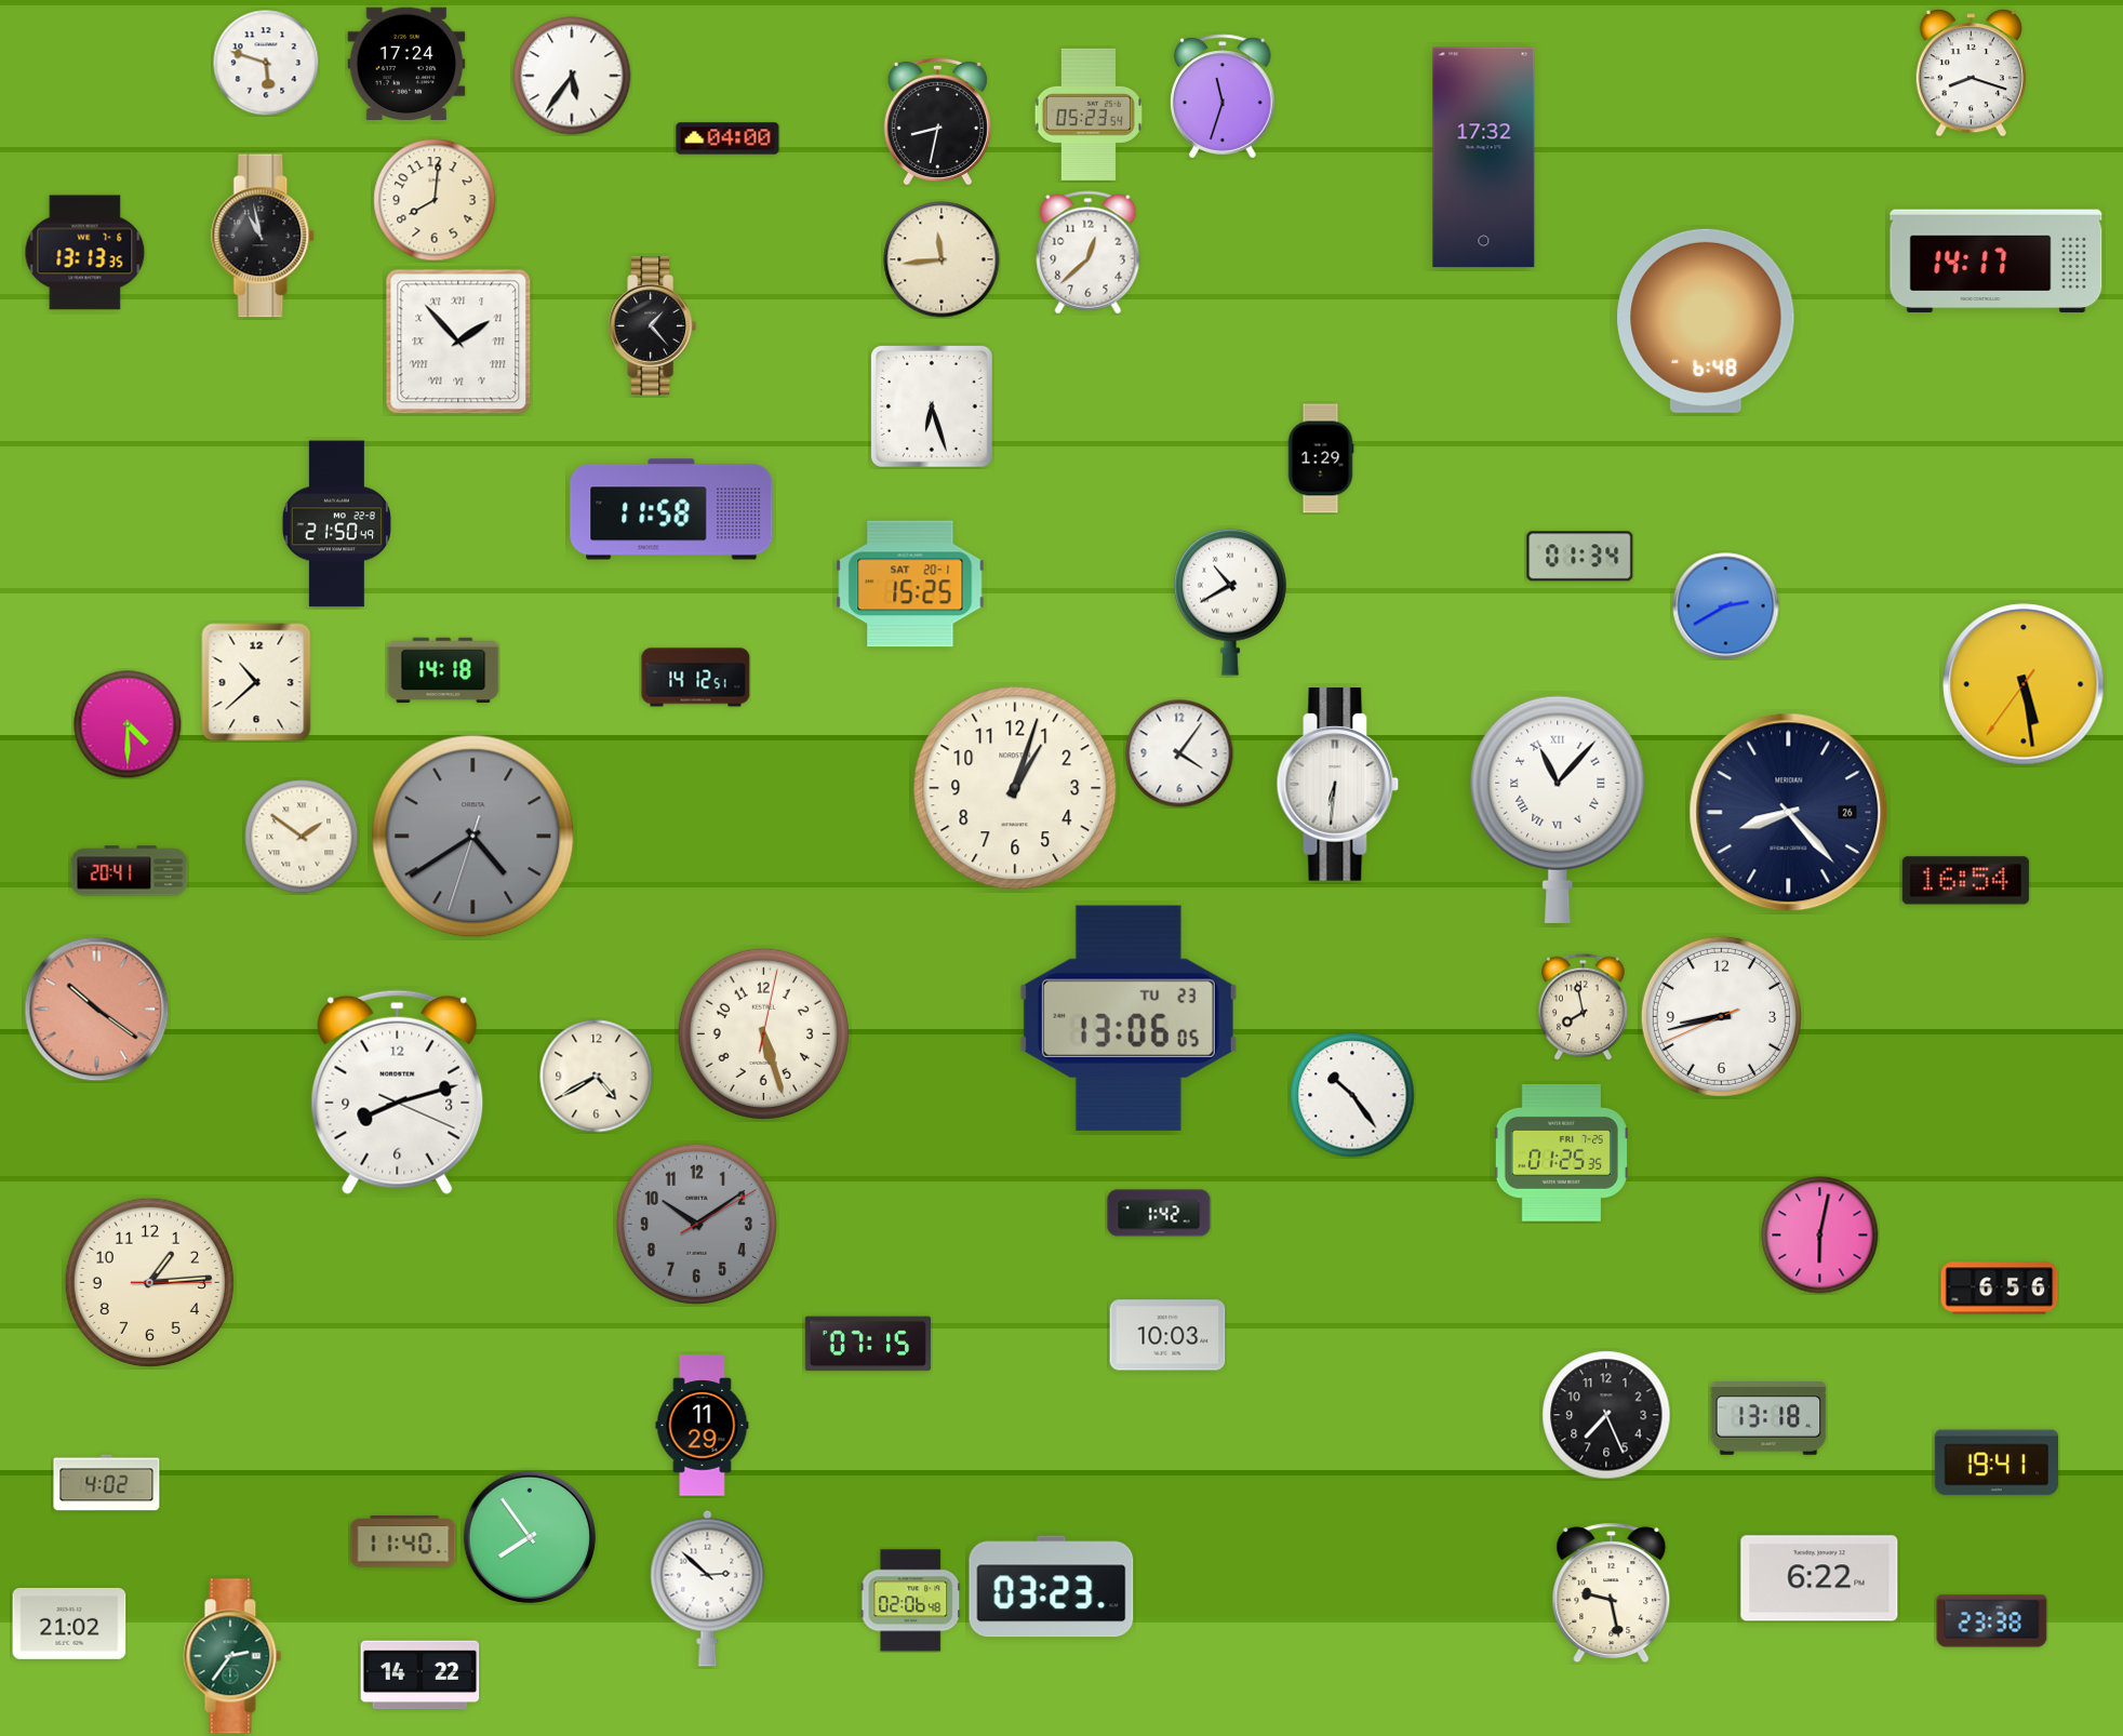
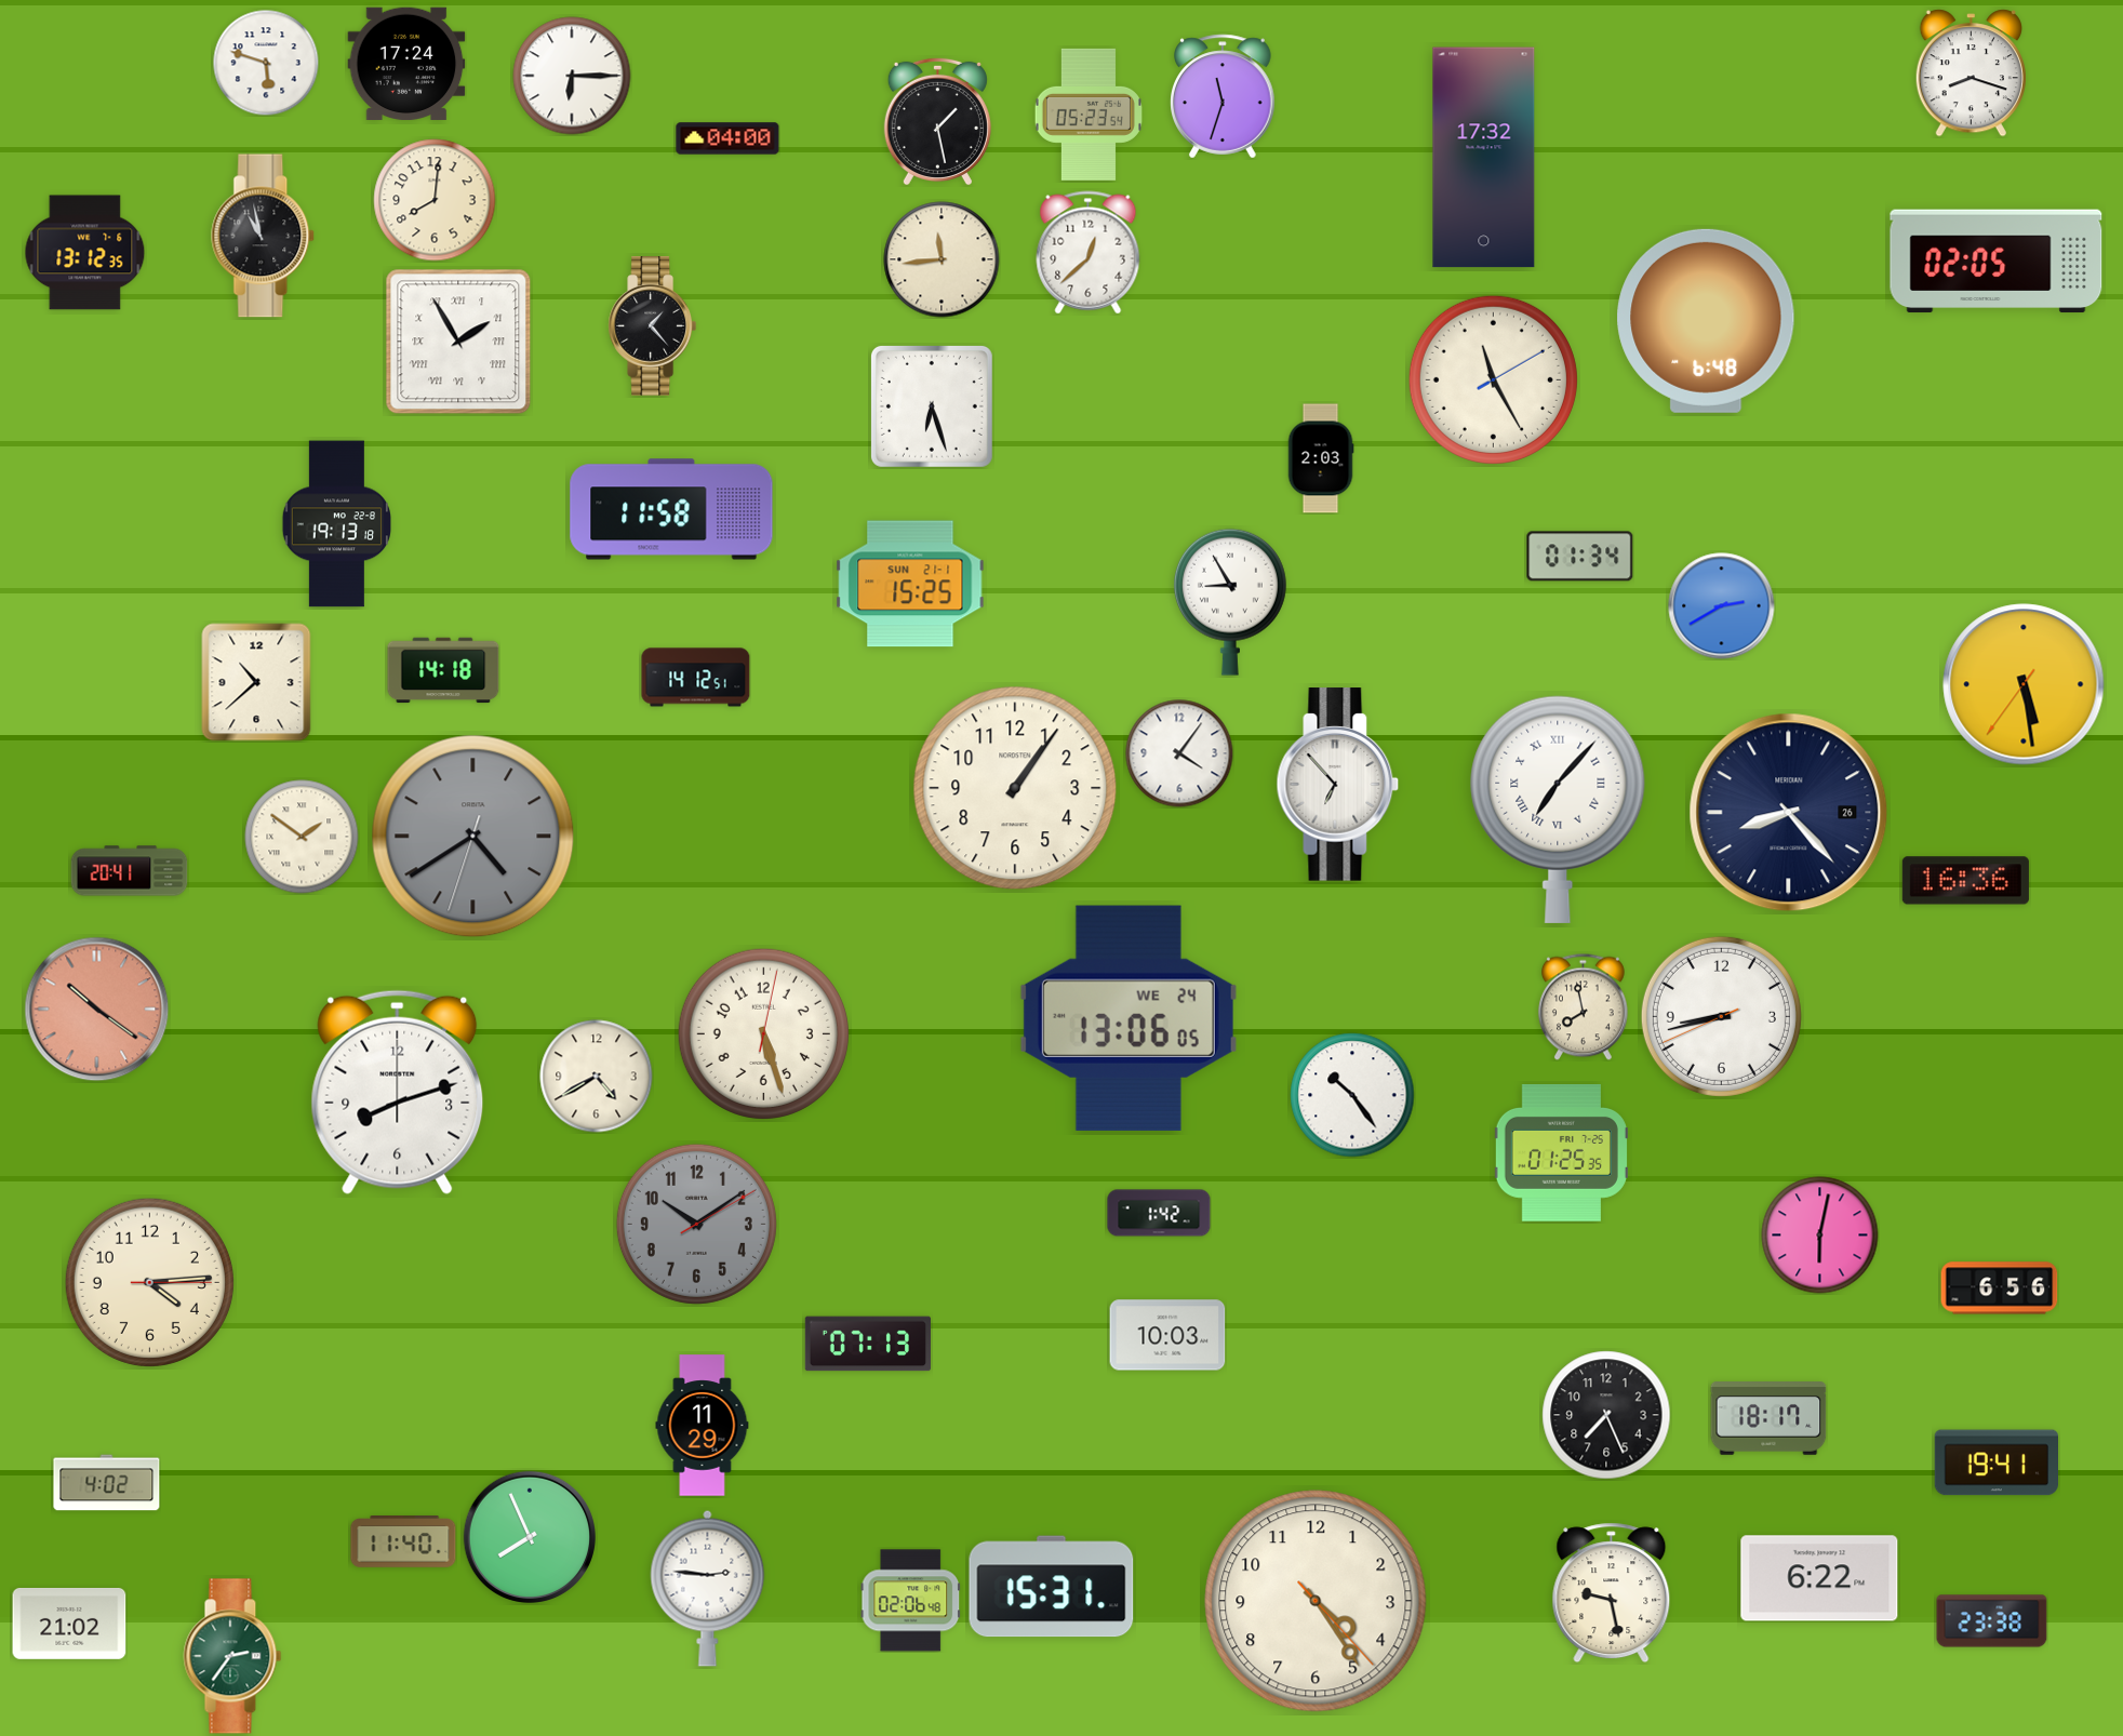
clock at (572, 76): 5:36 -> 6:15
clock at (937, 121): 8:32 -> 1:28
clock at (85, 253): 13:13 -> 13:12
clock at (1997, 262): 14:17 -> 02:05
clock at (458, 342): 1:53 -> 1:55
clock at (1493, 379): none -> 11:25
clock at (1321, 458): 1:29 -> 2:03
clock at (336, 524): 21:50 -> 19:13
clock at (910, 584) date: SAT 20-1 -> SUN 21-1
clock at (1230, 602): 10:40 -> 8:55
clock at (1726, 606) position: (1726, 606) -> (1722, 606)
clock at (128, 724): 4:30 -> none
clock at (1338, 785): 6:31 -> 6:53
clock at (1015, 788): 1:03 -> 1:06
clock at (1558, 810): 11:07 -> 7:07
clock at (1965, 881): 16:54 -> 16:36
clock at (1129, 1018) date: TU 23 -> WE 24
clock at (398, 1092): 8:12:19 -> 8:12:00
clock at (149, 1282): 1:14 -> 4:14
clock at (868, 1344): 07:15 -> 07:13
clock at (1768, 1418): 13:18 -> 18:17
clock at (529, 1536): 7:54 -> 7:56
clock at (1052, 1587): 03:23 -> 15:31
clock at (708, 1588): 2:52 -> 2:46
clock at (1316, 1601): none -> 4:24
clock at (420, 1675): 14:22 -> none
